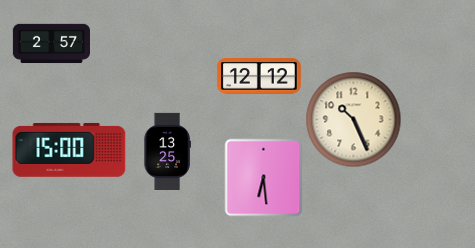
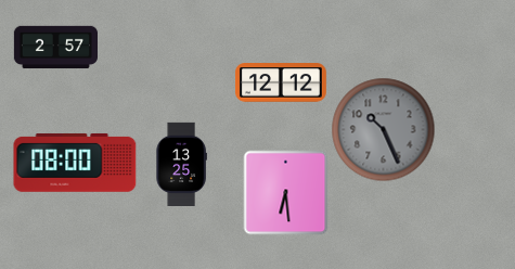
clock at (353, 119) dial: cream -> grey
clock at (69, 150): 15:00 -> 08:00
